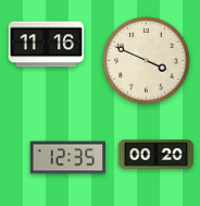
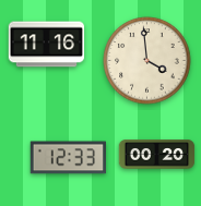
clock at (147, 61): 3:49 -> 3:59
clock at (68, 158): 12:35 -> 12:33
